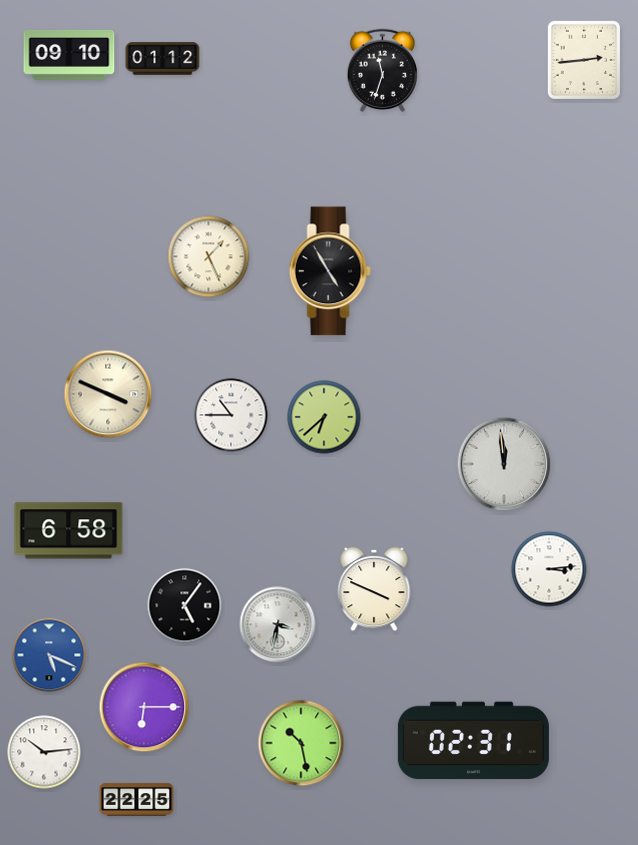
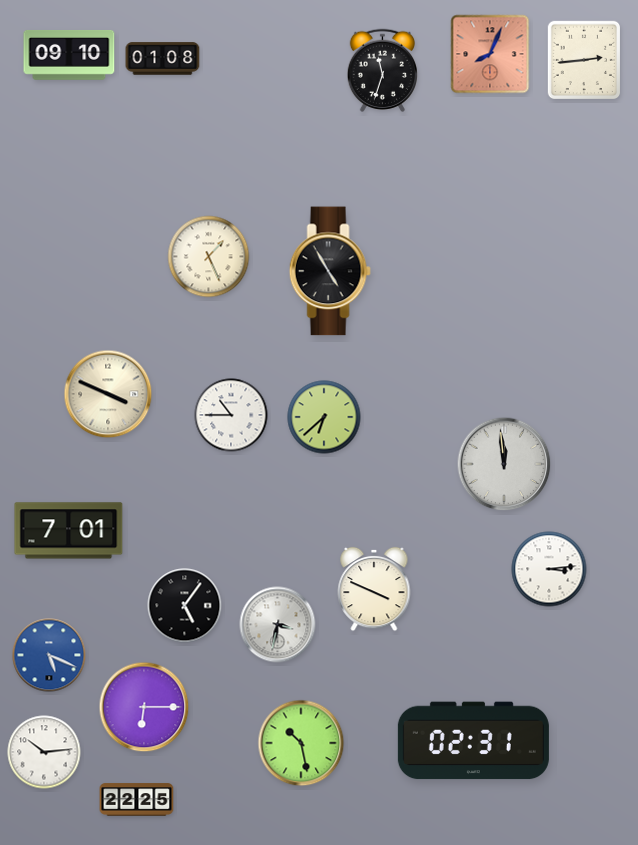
clock at (490, 54): none -> 8:04
clock at (163, 59): 01:12 -> 01:08
clock at (69, 531): 6:58 -> 7:01
